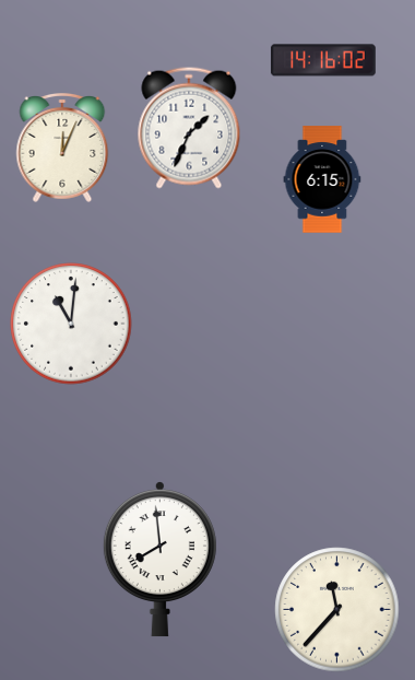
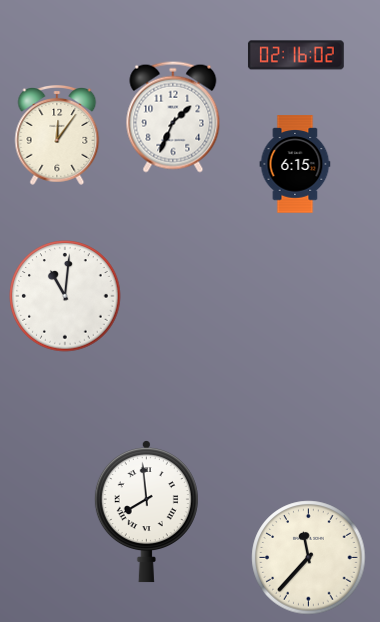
clock at (323, 60): 14:16 -> 02:16
clock at (62, 149): 12:04 -> 12:06
